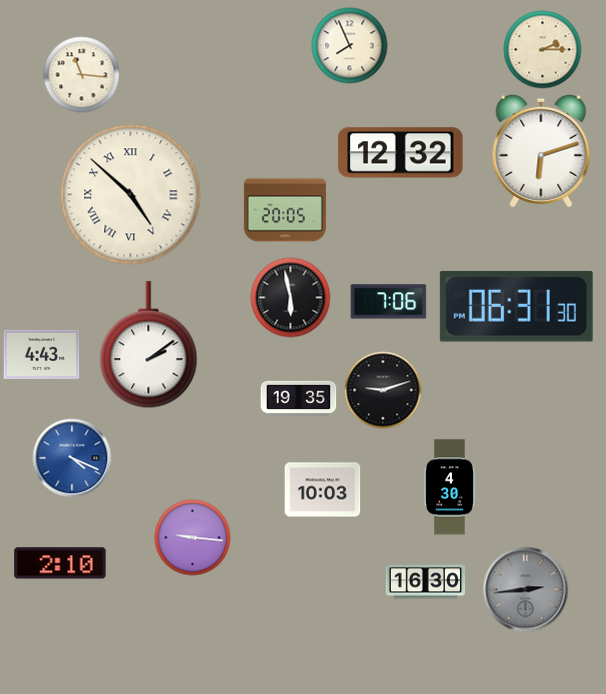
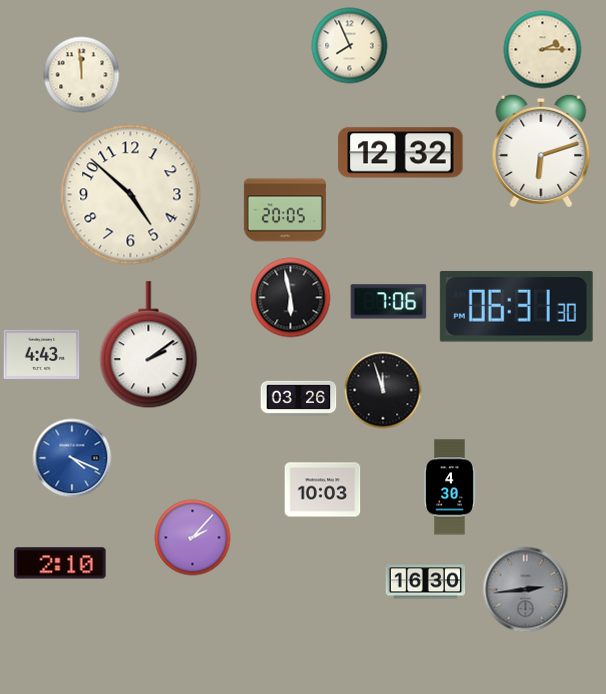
clock at (82, 75): 11:16 -> 11:59
clock at (131, 195) numerals: Roman -> Arabic
clock at (383, 390): 9:12 -> 11:57
clock at (299, 398): 19:35 -> 03:26
clock at (193, 538): 9:16 -> 2:07
